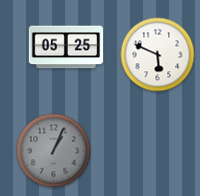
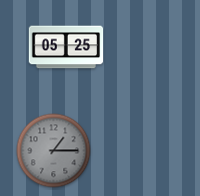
clock at (158, 55): 5:49 -> none
clock at (54, 151): 1:04 -> 1:15
